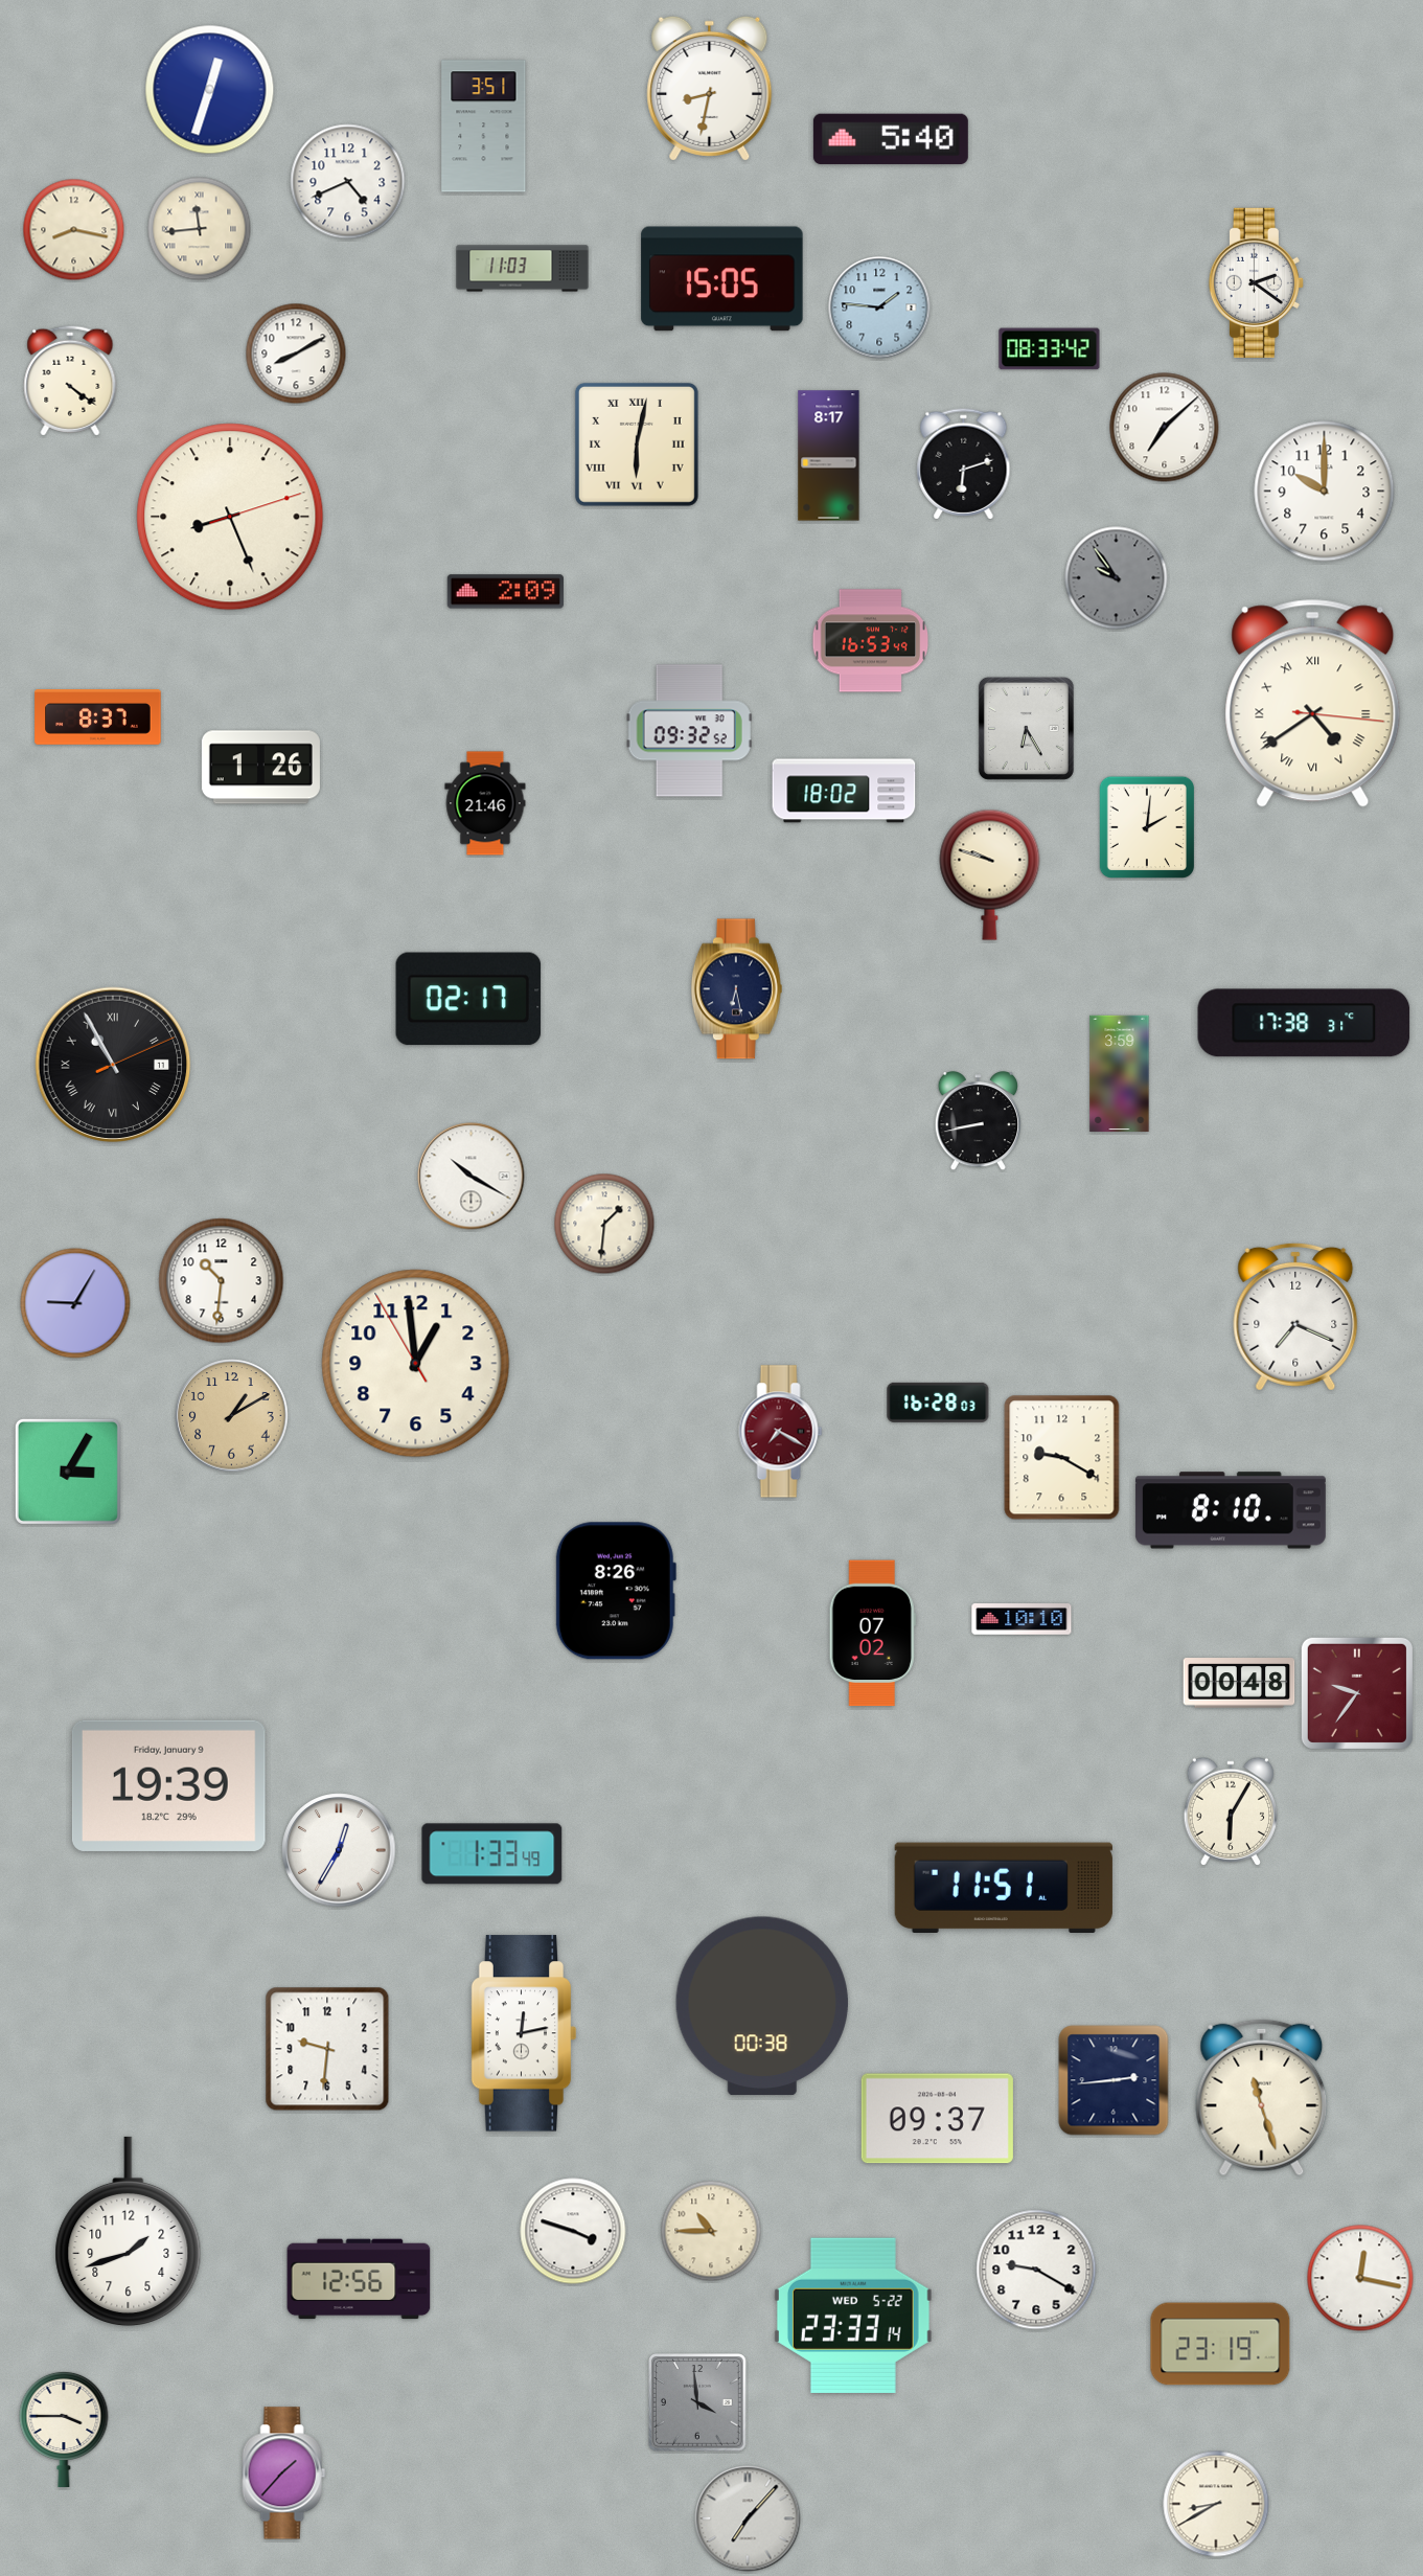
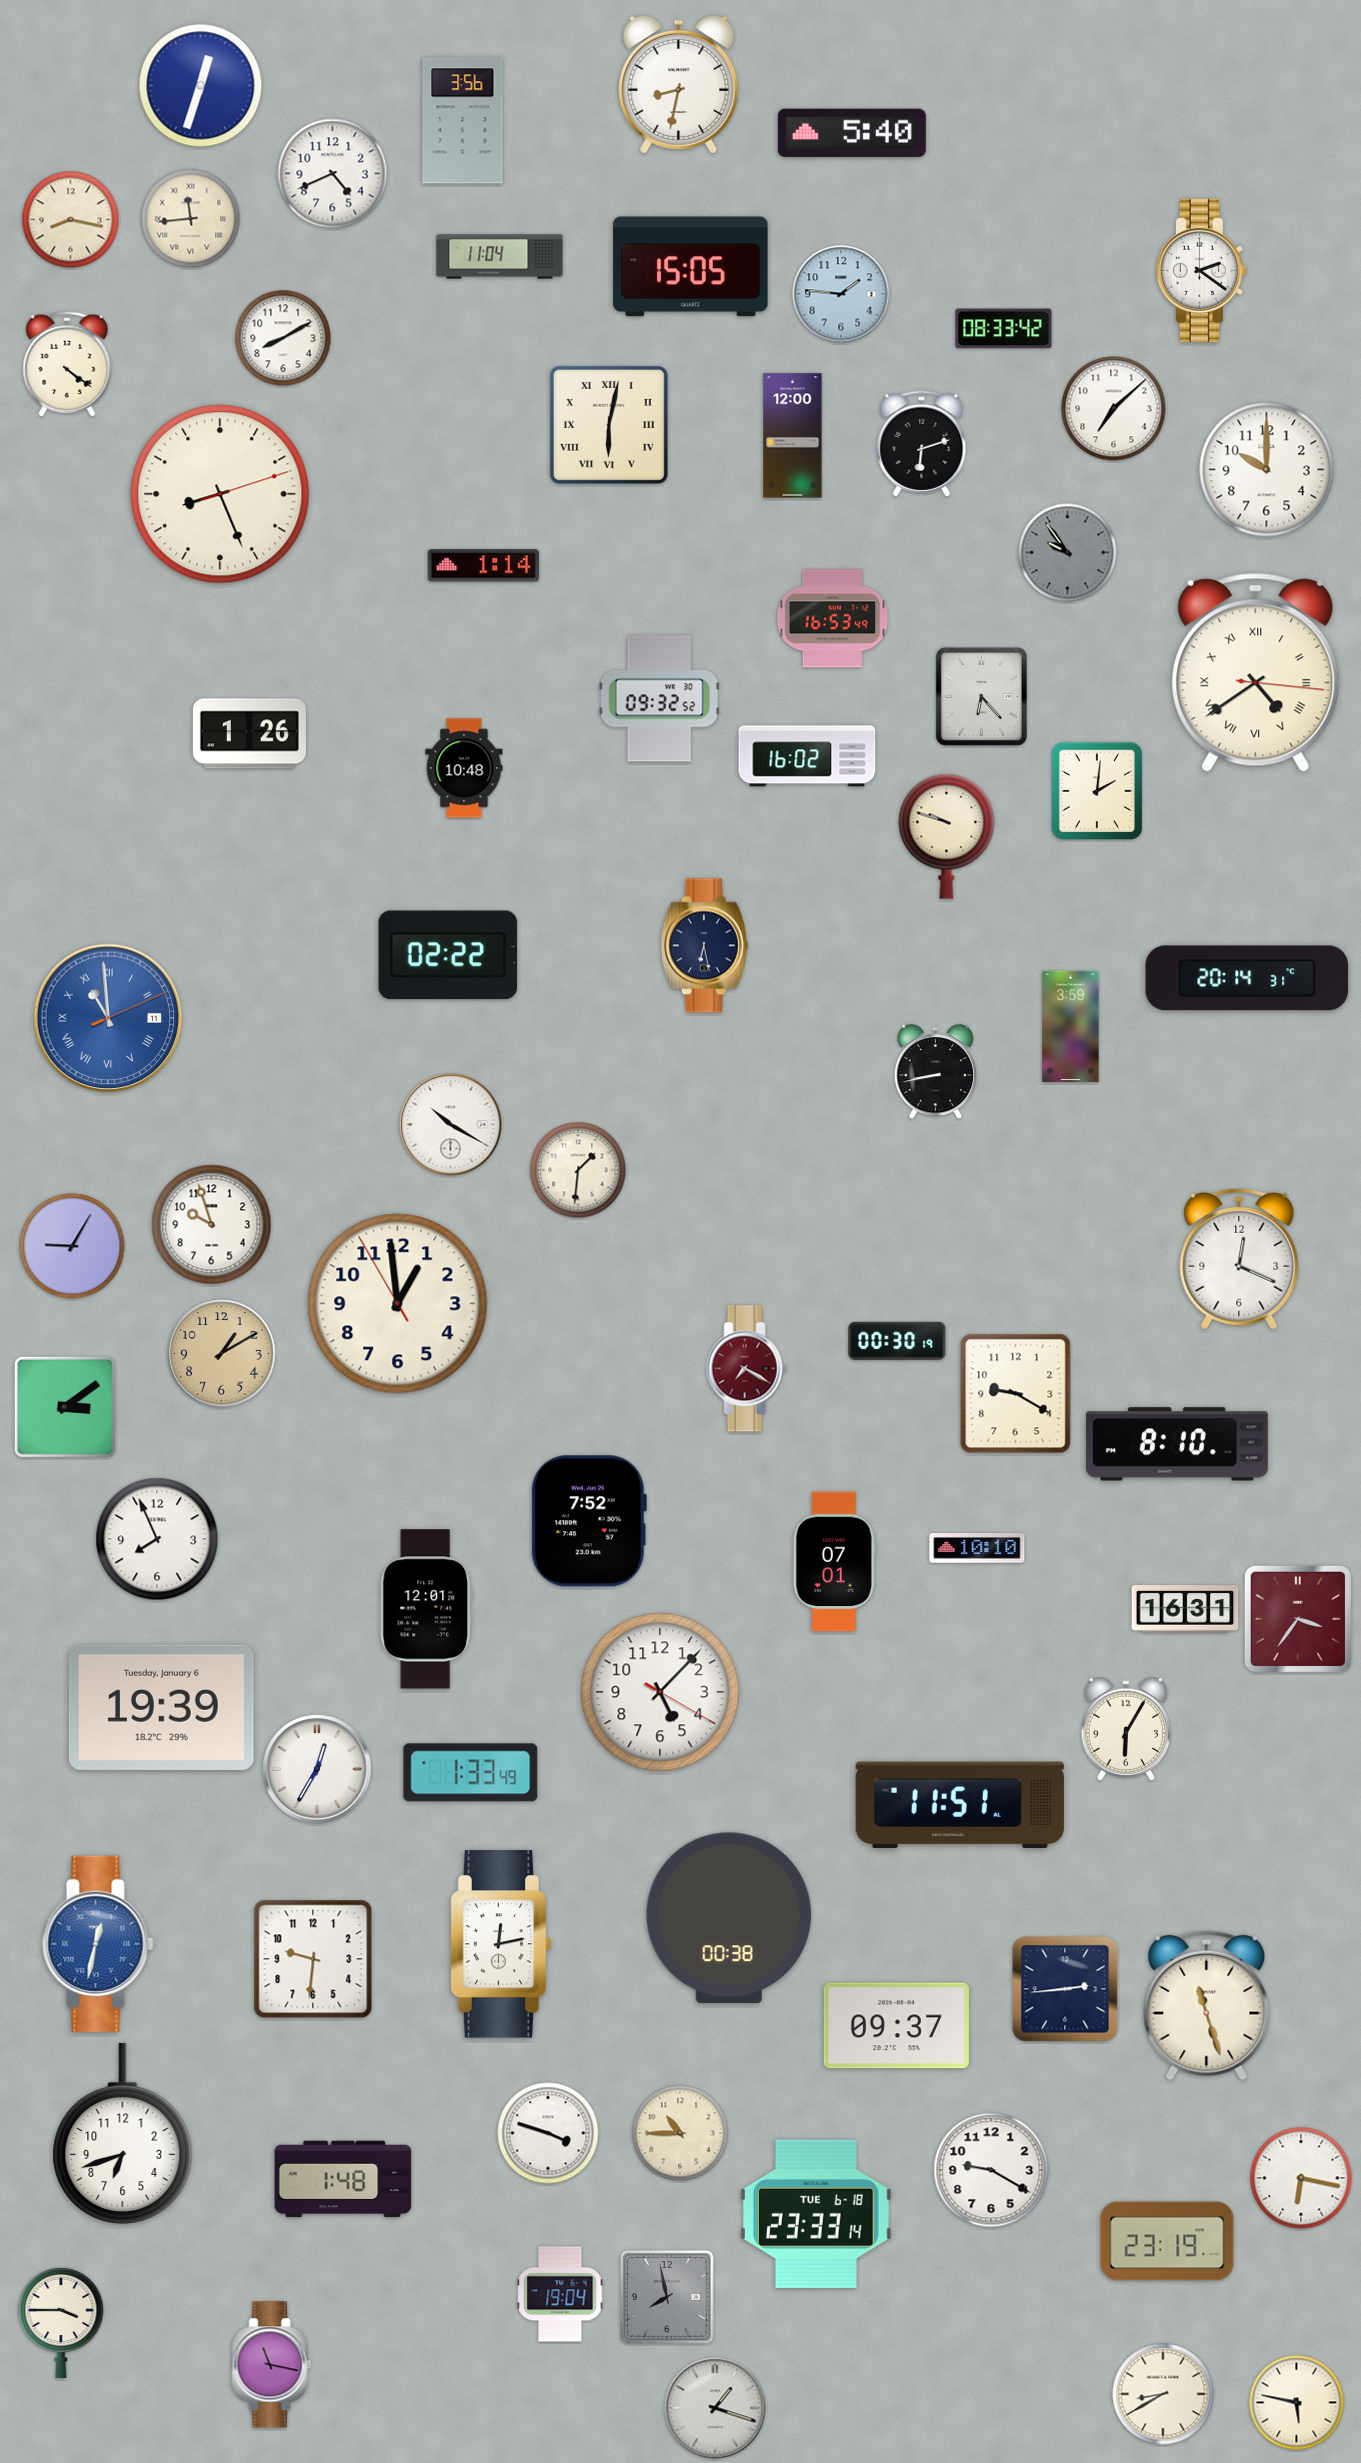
clock at (484, 127): 3:51 -> 3:56
clock at (523, 269): 11:03 -> 11:04
clock at (1050, 349) position: (1050, 349) -> (1004, 329)
clock at (829, 456): 8:17 -> 12:00
clock at (505, 592): 2:09 -> 1:14
clock at (871, 641) position: (871, 641) -> (833, 619)
clock at (98, 717): 8:37 -> none
clock at (1026, 728): 6:25 -> 6:23
clock at (844, 791): 18:02 -> 16:02
clock at (485, 803): 21:46 -> 10:48
clock at (468, 999): 02:17 -> 02:22
clock at (1304, 1023): 17:38 -> 20:14
clock at (113, 1065): 10:55 -> 10:59
clock at (113, 1065) dial: black -> blue
clock at (222, 1281): 10:31 -> 9:57
clock at (1295, 1317): 7:19 -> 12:19
clock at (938, 1403): 16:28 -> 00:30
clock at (68, 1472): 3:05 -> 3:09
clock at (616, 1591): 8:26 -> 7:52
clock at (157, 1539): none -> 7:56
clock at (872, 1634): 07:02 -> 07:01
clock at (426, 1609): none -> 12:01
clock at (1239, 1683): 00:48 -> 16:31
clock at (1357, 1693): 9:36 -> 3:36
clock at (660, 1692): none -> 5:07
clock at (168, 1785) date: Friday, January 9 -> Tuesday, January 6
clock at (1231, 1810) position: (1231, 1810) -> (1126, 1728)
clock at (339, 1850) position: (339, 1850) -> (317, 1769)
clock at (98, 1944): none -> 12:32
clock at (129, 2231): 1:42 -> 6:42
clock at (1360, 2278): 12:17 -> 6:17
clock at (359, 2279): 12:56 -> 1:48
clock at (853, 2316) date: WED 5-22 -> TUE 6-18
clock at (560, 2294): none -> 19:04
clock at (698, 2403): 3:59 -> 7:58
clock at (284, 2474): 1:37 -> 11:17
clock at (1297, 2403): none -> 5:47
clock at (748, 2518): 7:07 -> 1:18
